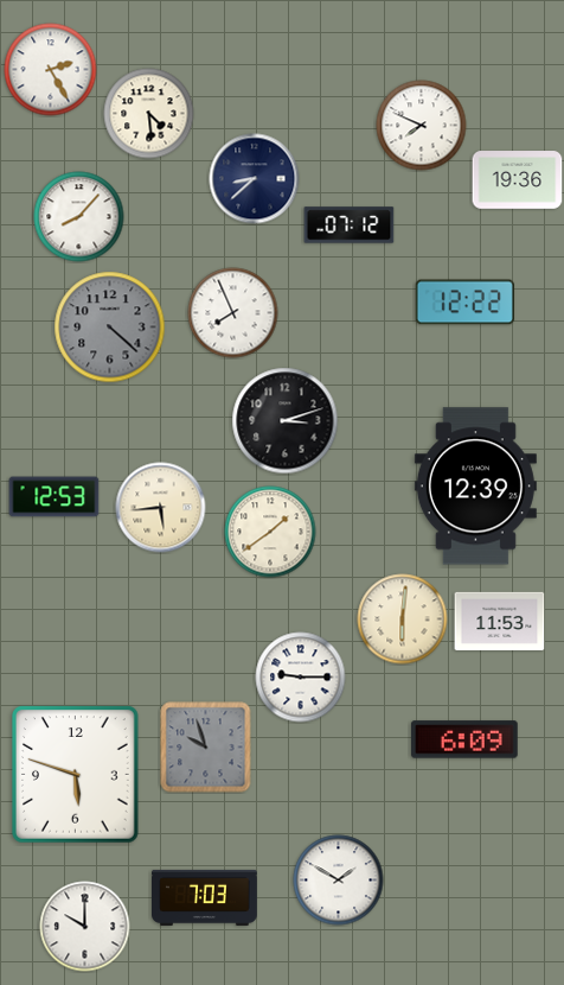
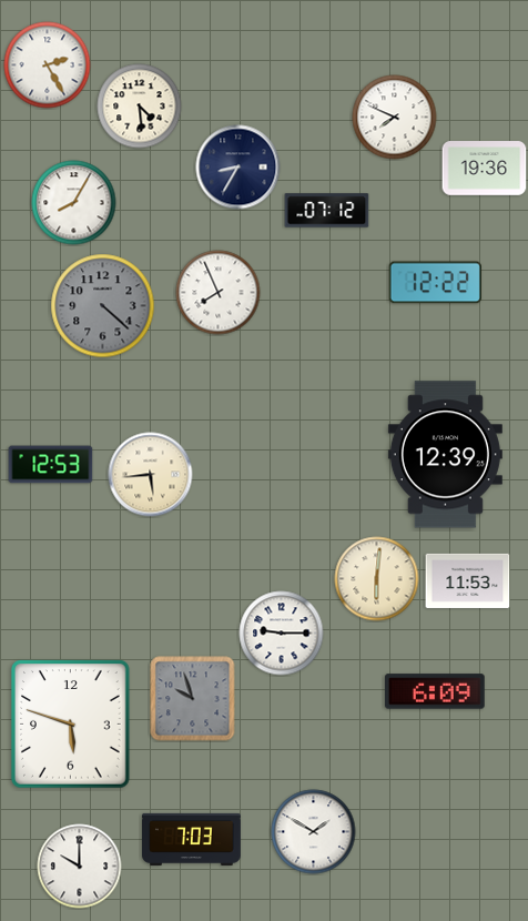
clock at (255, 179): 8:38 -> 8:35
clock at (79, 217): 8:07 -> 8:05
clock at (286, 421): 3:12 -> none
clock at (270, 532): 1:39 -> none
clock at (339, 881) position: (339, 881) -> (314, 832)
